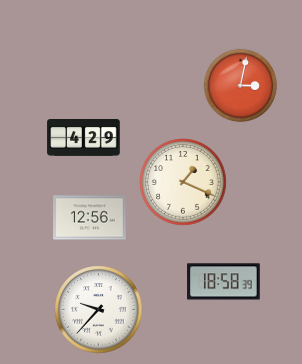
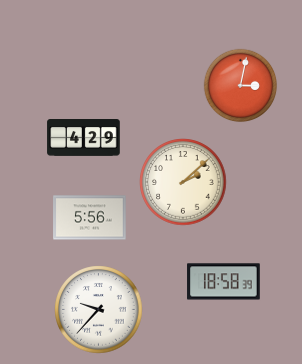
clock at (183, 182): 1:19 -> 2:08
clock at (90, 218): 12:56 -> 5:56
